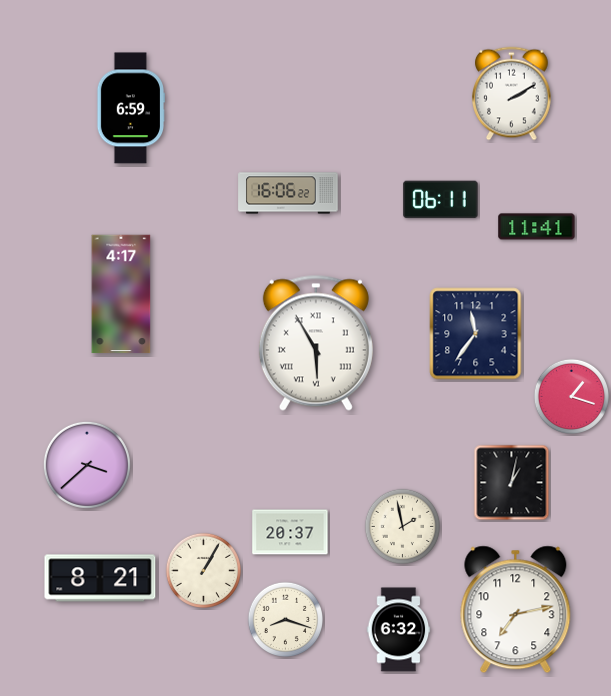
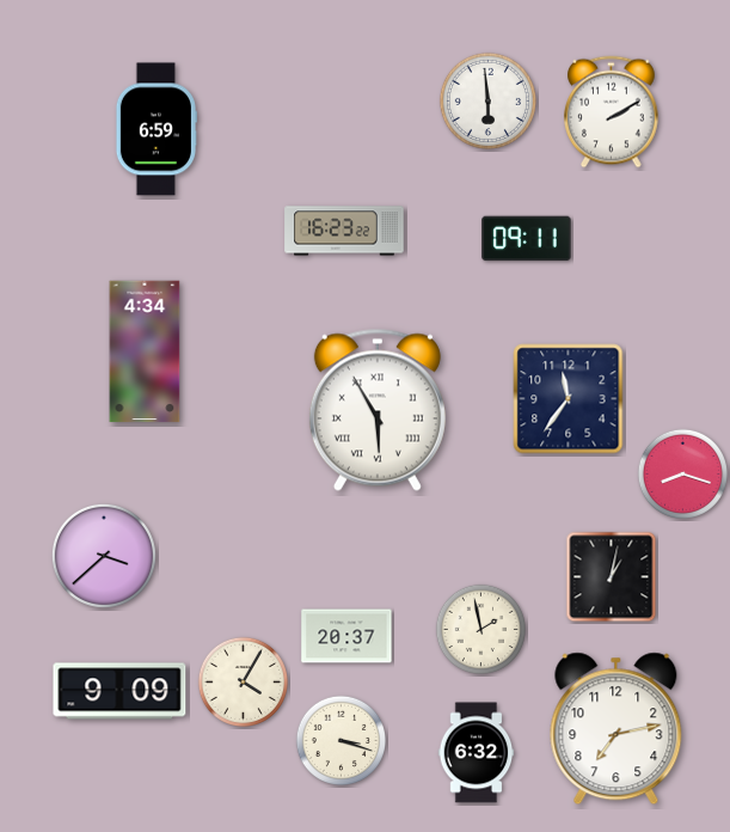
clock at (487, 100): none -> 5:59
clock at (288, 193): 16:06 -> 16:23
clock at (441, 200): 06:11 -> 09:11
clock at (537, 227): 11:41 -> none
clock at (121, 294): 4:17 -> 4:34
clock at (571, 396): 1:18 -> 8:18
clock at (203, 570): 1:05 -> 4:05
clock at (100, 578): 8:21 -> 9:09
clock at (285, 619): 8:18 -> 3:18
